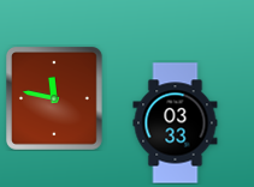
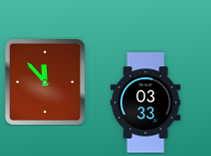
clock at (55, 98): 11:47 -> 11:53
